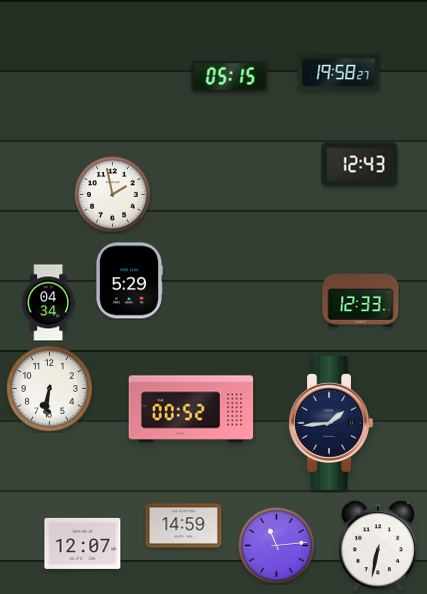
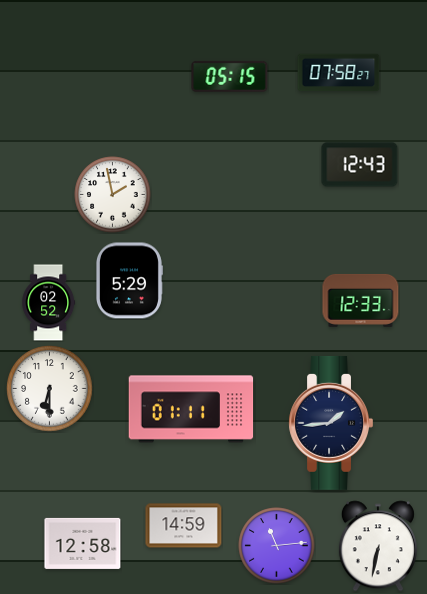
clock at (339, 73): 19:58 -> 07:58
clock at (49, 303): 04:34 -> 02:52
clock at (50, 389): 6:31 -> 6:30
clock at (191, 409): 00:52 -> 01:11
clock at (83, 543): 12:07 -> 12:58
